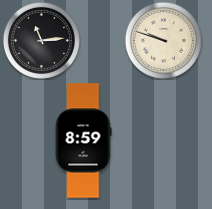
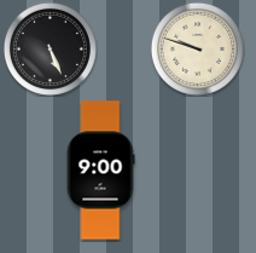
clock at (41, 40): 11:14 -> 5:26
clock at (83, 141): 8:59 -> 9:00
